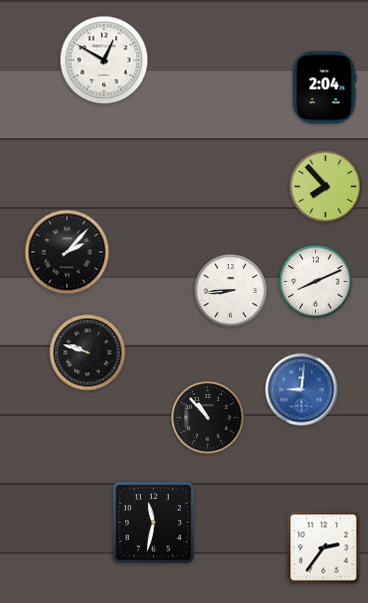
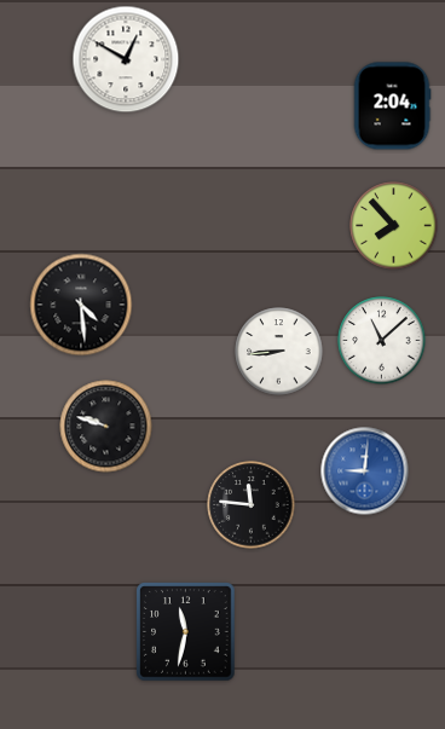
clock at (104, 60) position: (104, 60) -> (126, 59)
clock at (67, 252): 2:07 -> 4:29
clock at (316, 282): 8:11 -> 11:08
clock at (208, 418): 10:53 -> 11:46
clock at (324, 548): 2:36 -> none
